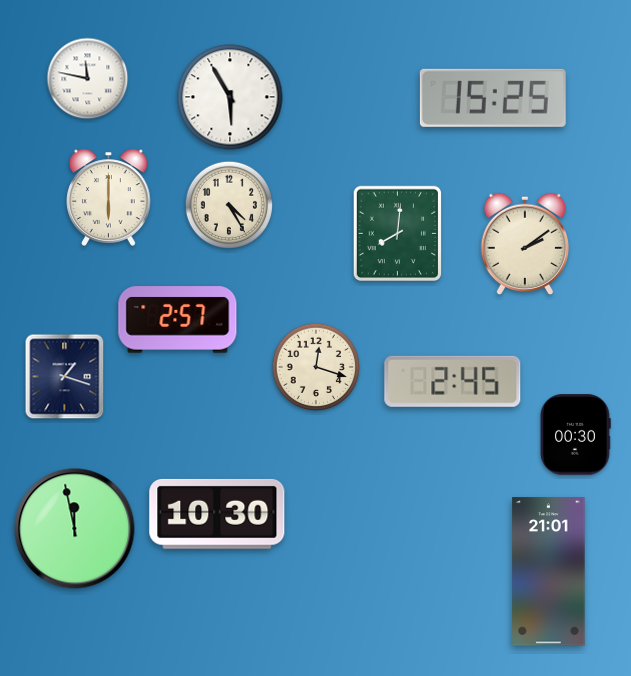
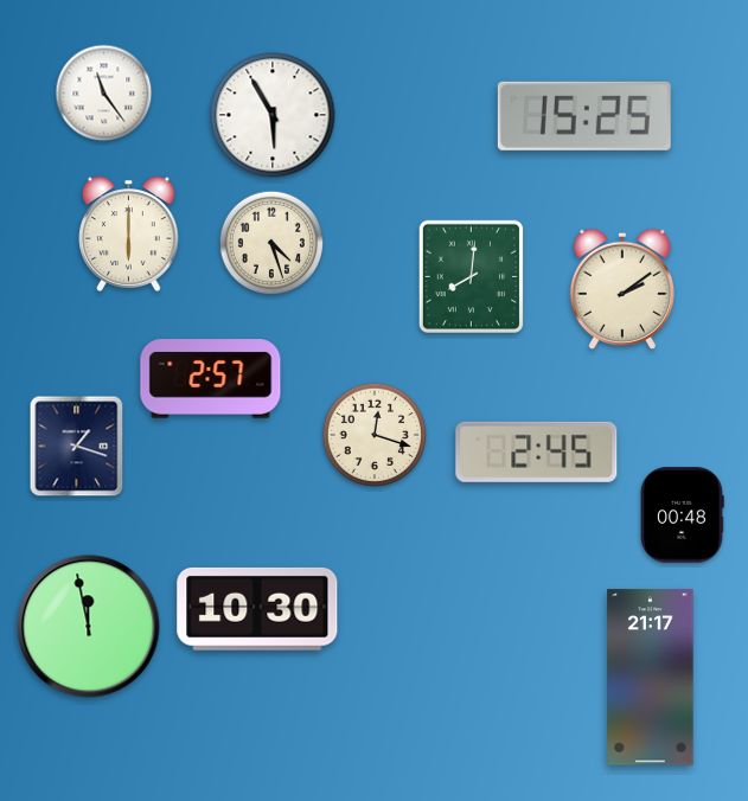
clock at (88, 79): 11:47 -> 11:24
clock at (228, 204): 4:25 -> 4:27
clock at (575, 435): 00:30 -> 00:48
clock at (549, 572): 21:01 -> 21:17
